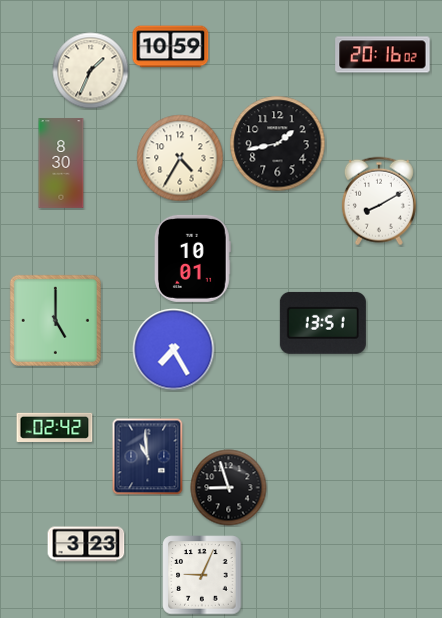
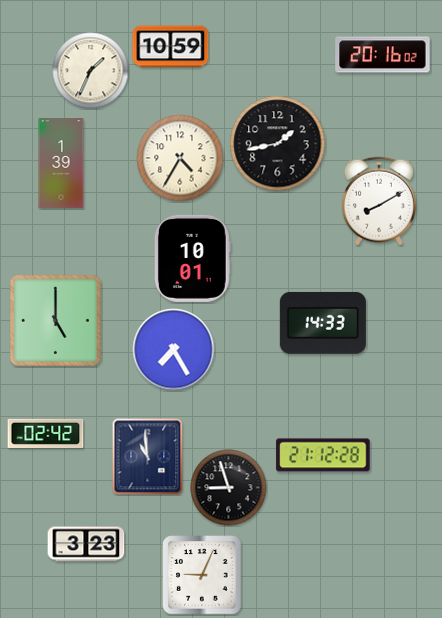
clock at (61, 163): 8:30 -> 1:39
clock at (323, 323): 13:51 -> 14:33
clock at (55, 427) position: (55, 427) -> (46, 433)
clock at (323, 455): none -> 21:12
